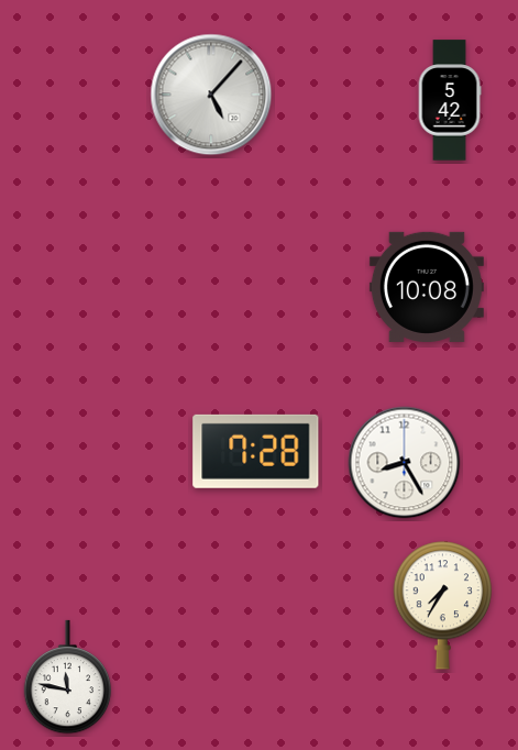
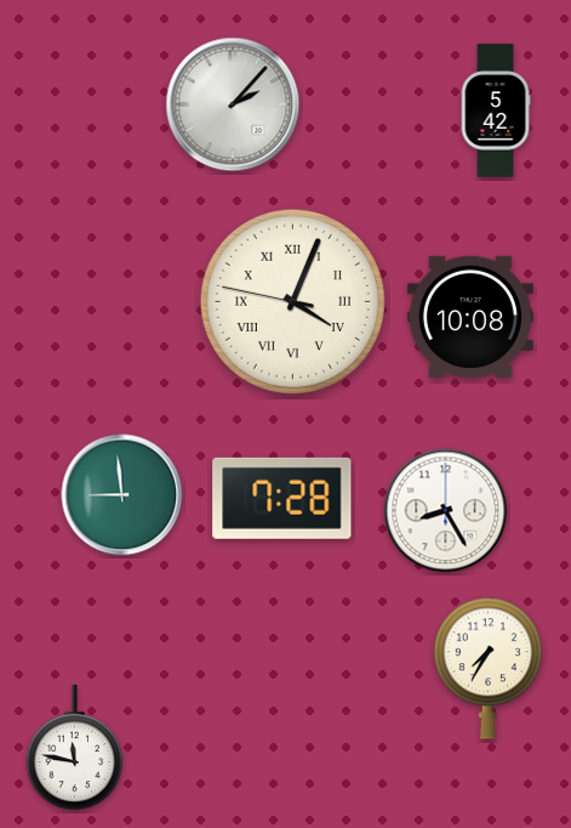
clock at (211, 95): 5:07 -> 2:07
clock at (292, 301): none -> 4:03
clock at (122, 495): none -> 8:59
